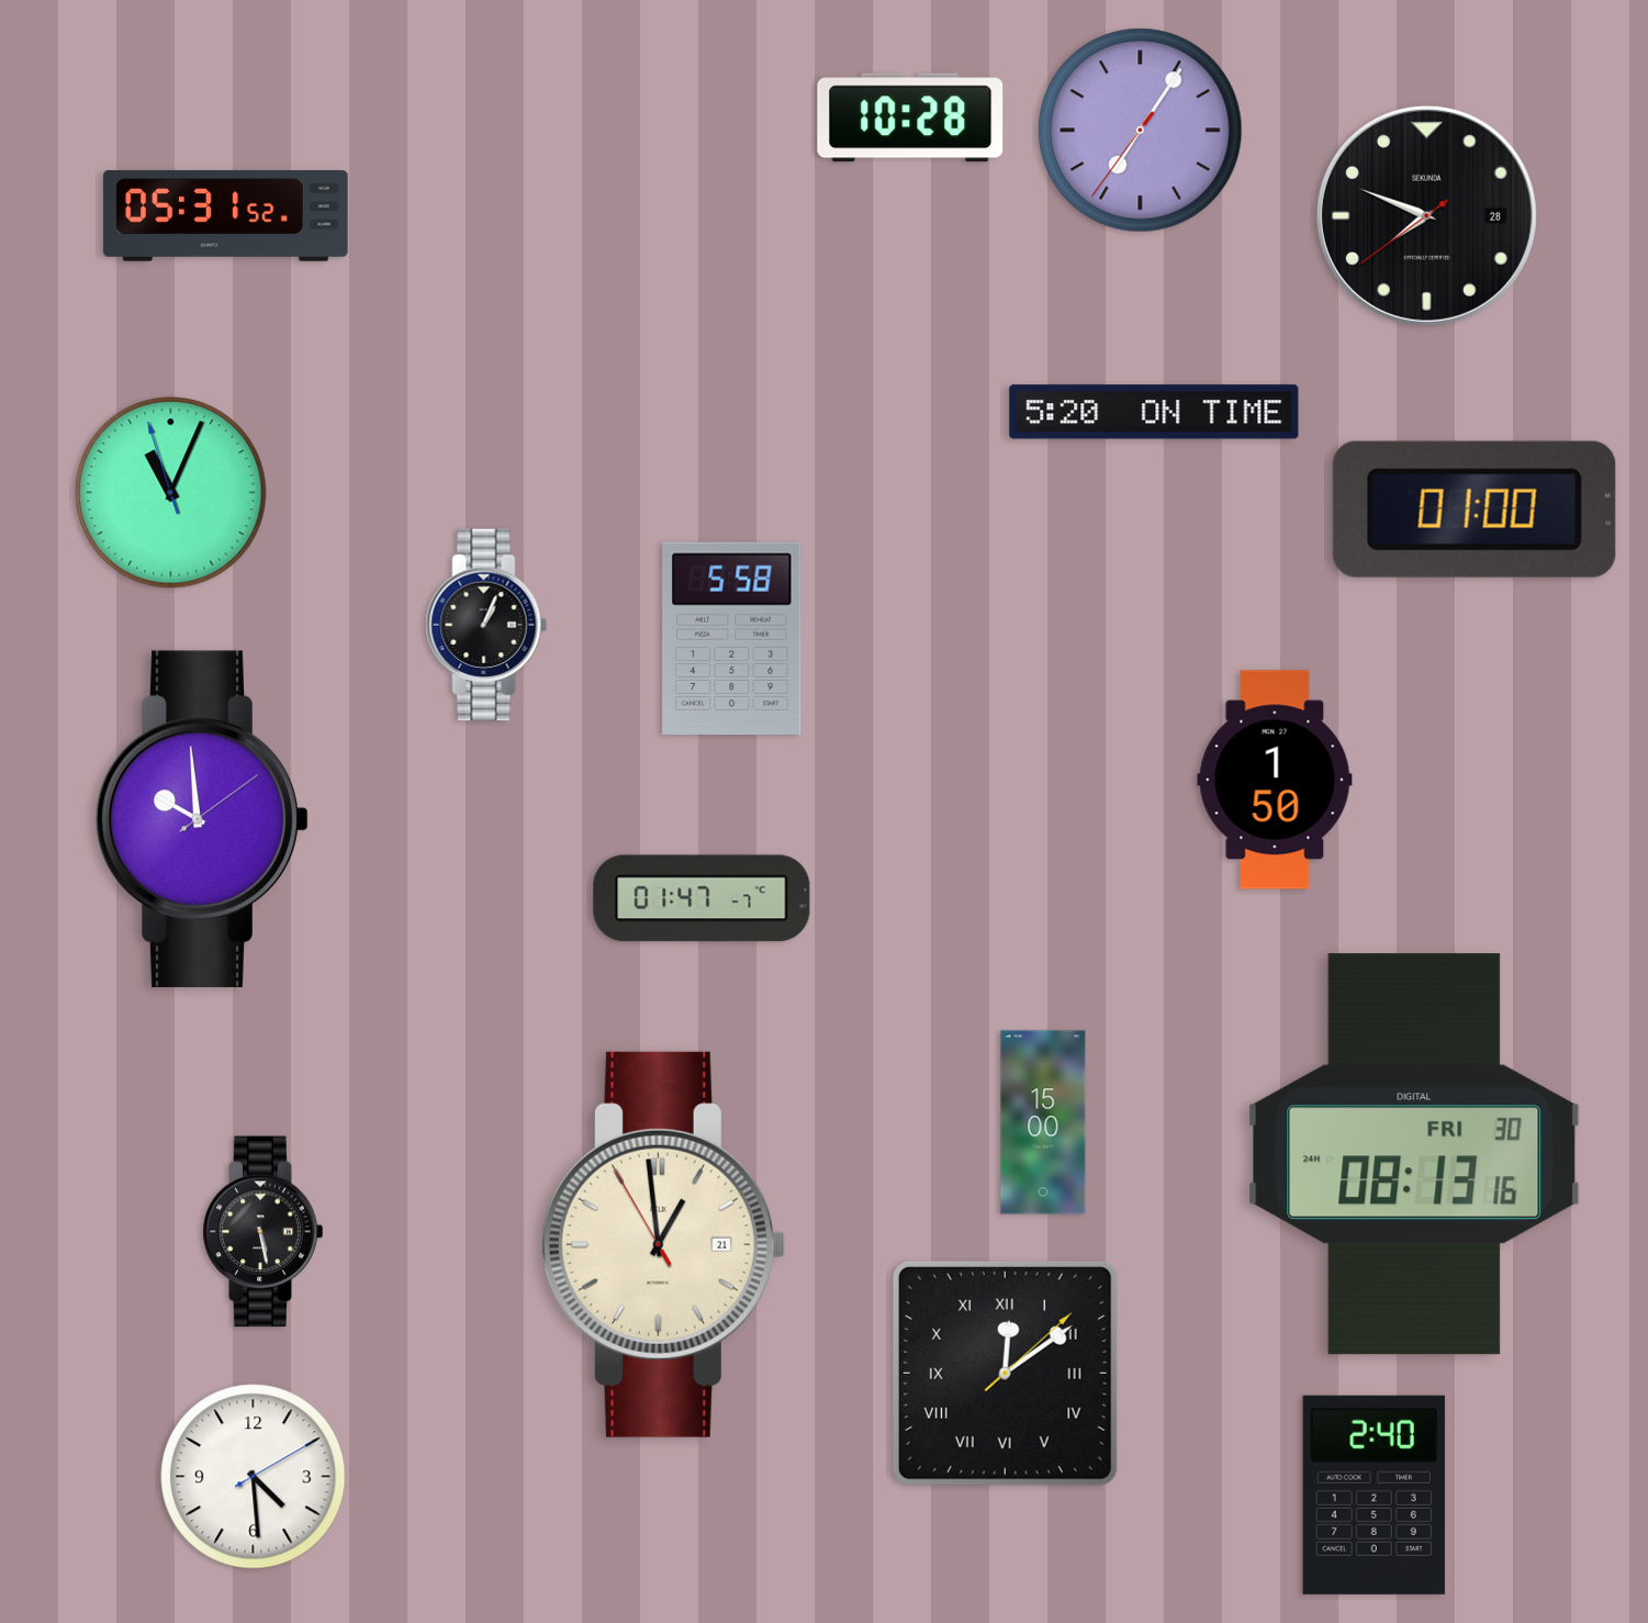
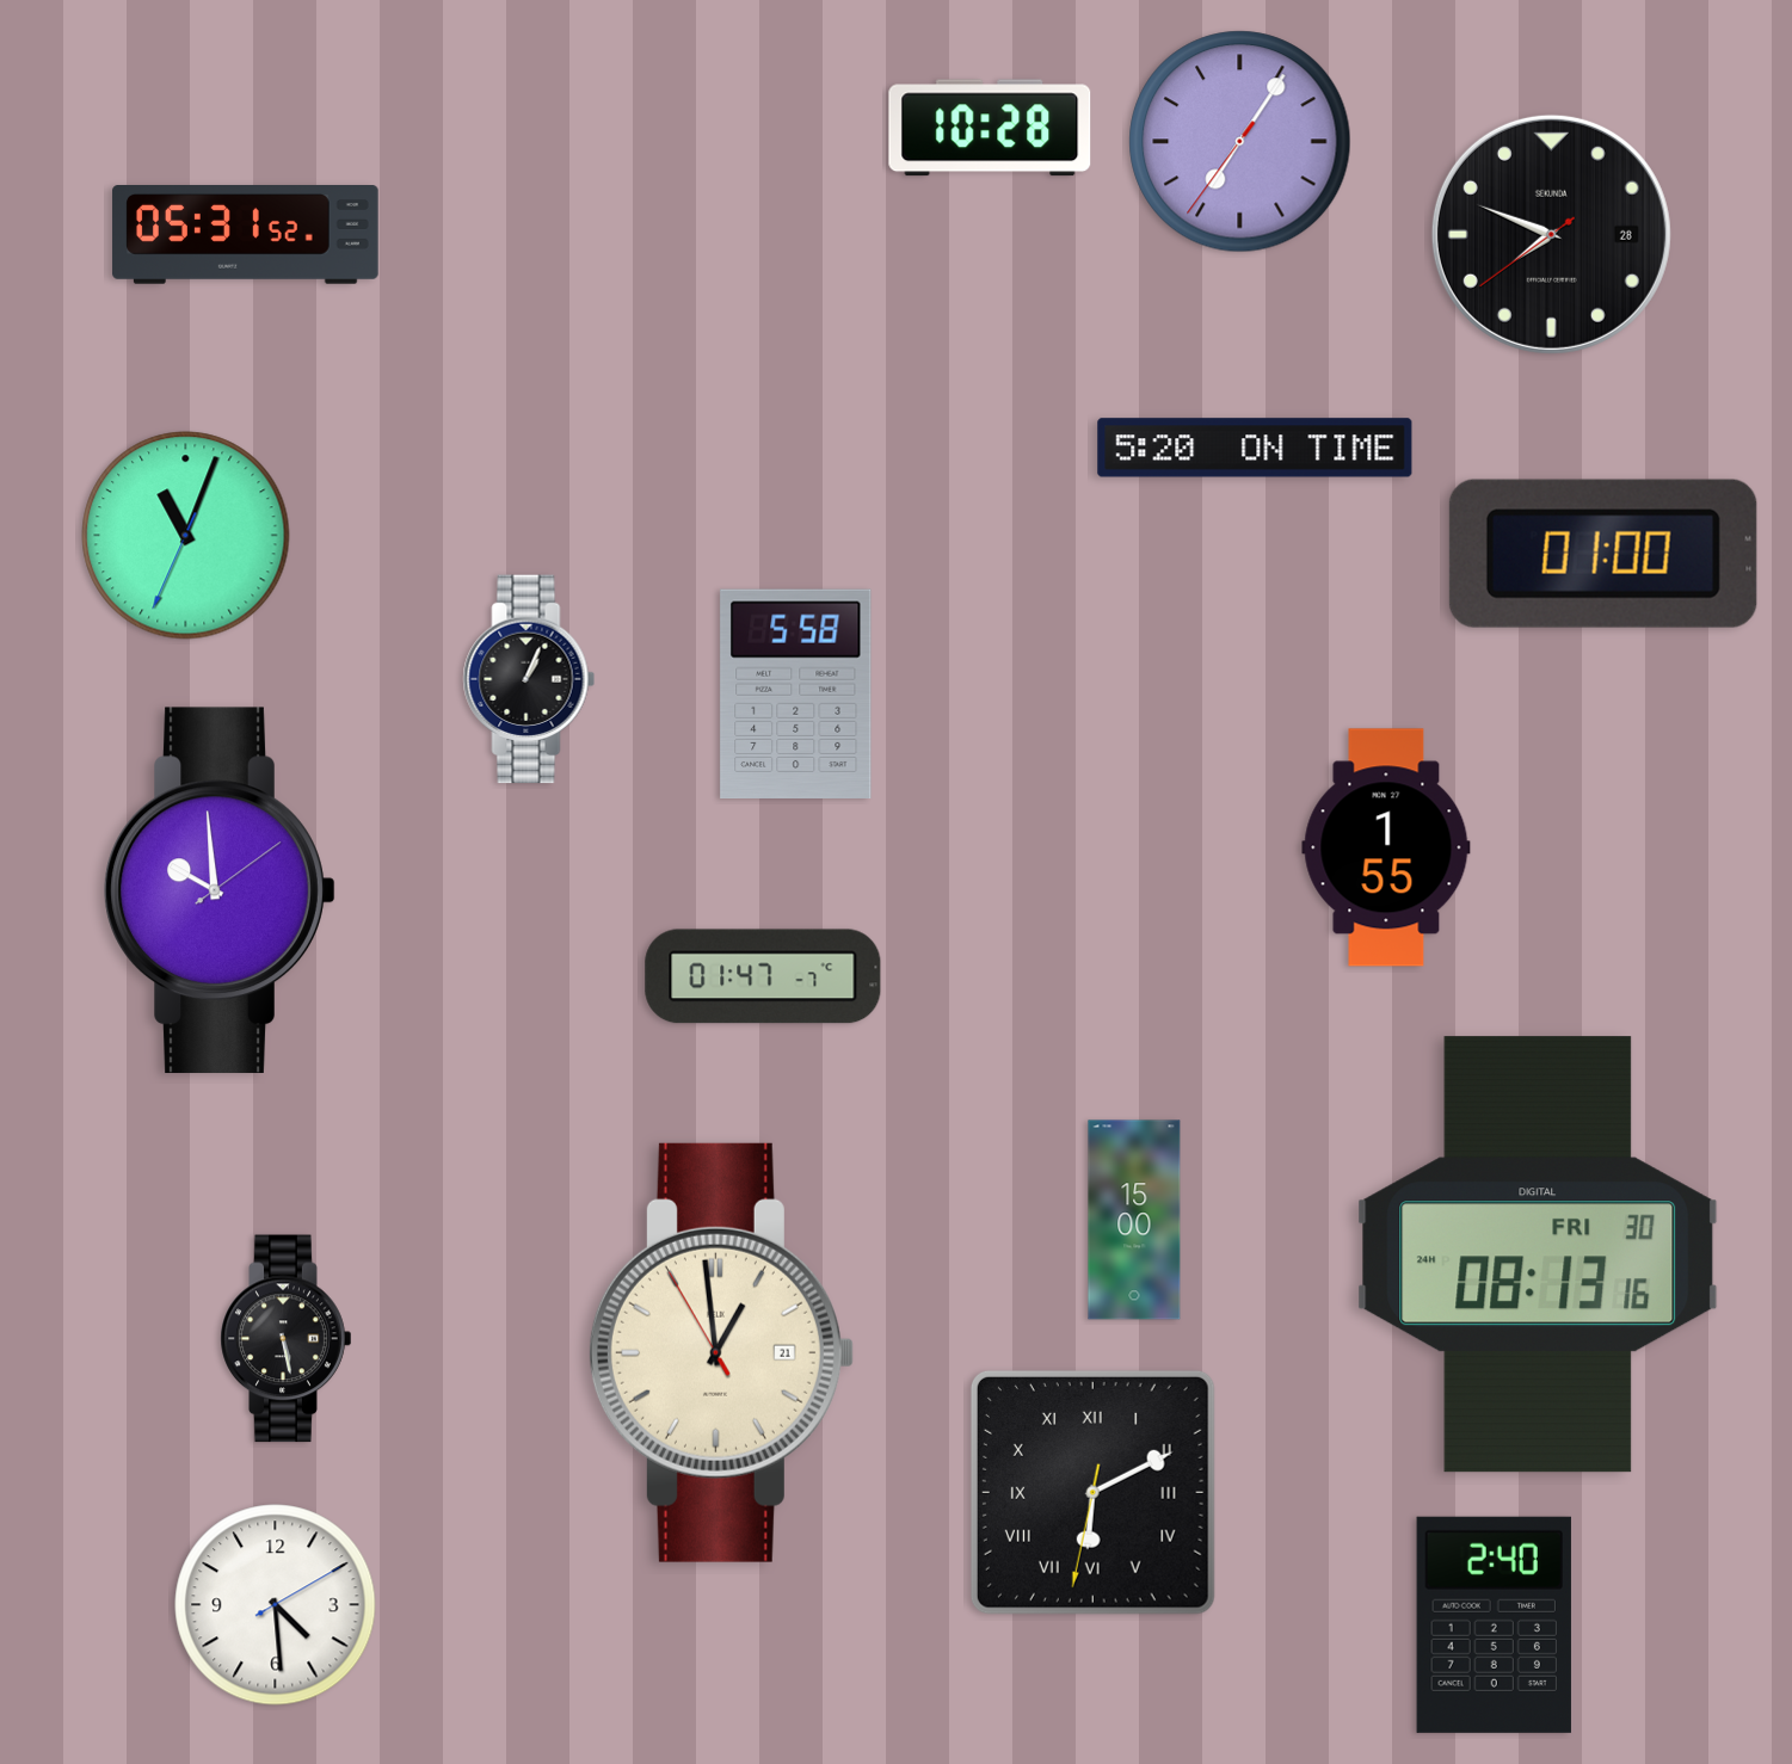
clock at (171, 493): 11:03:57 -> 11:03:34
clock at (1275, 780): 1:50 -> 1:55
clock at (1005, 1373): 12:09 -> 6:10
